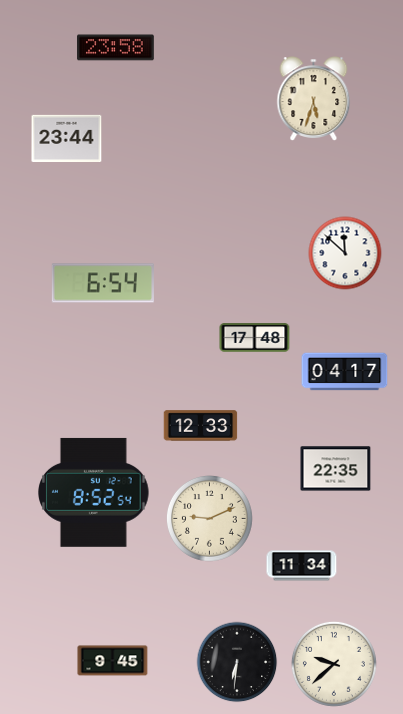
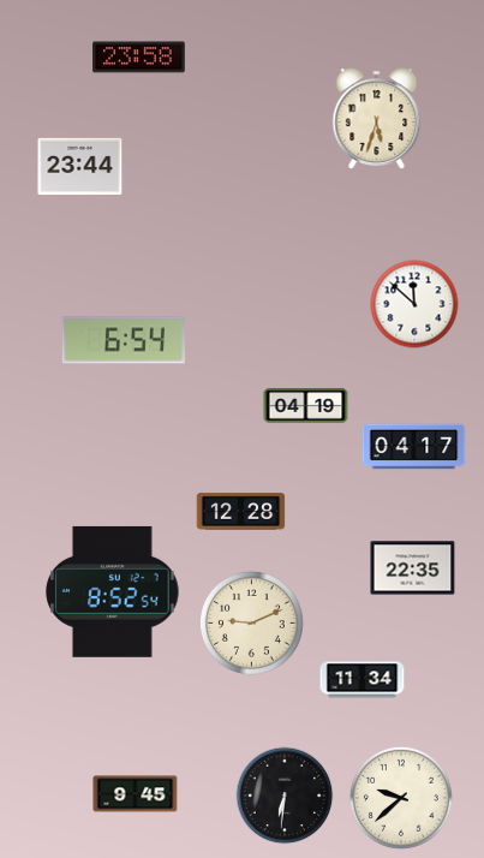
clock at (255, 338): 17:48 -> 04:19
clock at (201, 426): 12:33 -> 12:28
clock at (336, 469) position: (336, 469) -> (413, 568)
